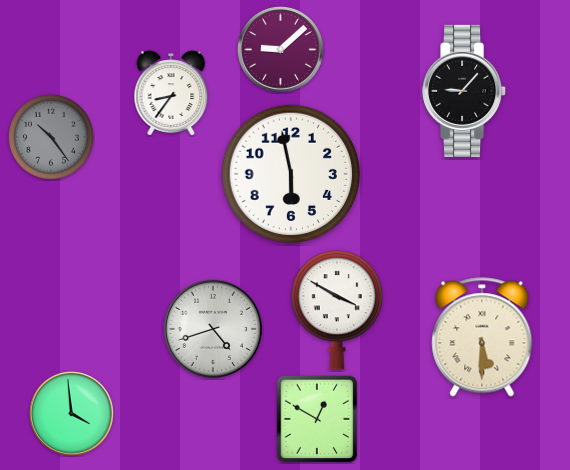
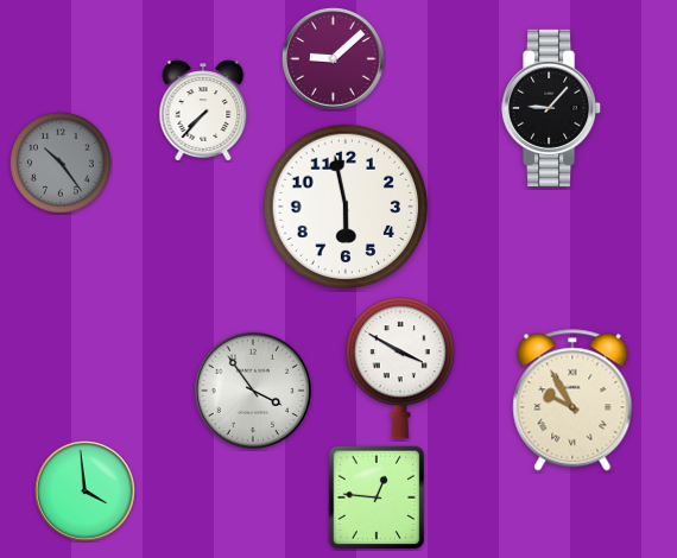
clock at (171, 93): 8:36 -> 7:37
clock at (213, 329): 4:42 -> 3:54
clock at (482, 337): 5:30 -> 9:55
clock at (317, 419): 12:50 -> 12:46
